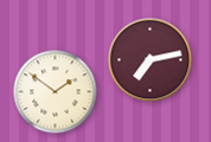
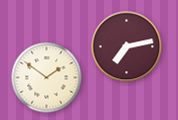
clock at (151, 60) position: (151, 60) -> (127, 47)
